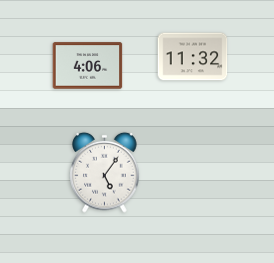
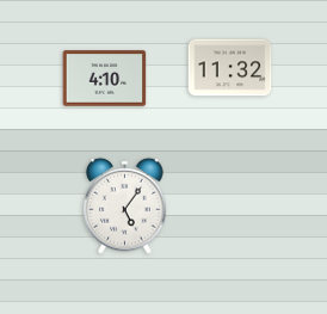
clock at (88, 66): 4:06 -> 4:10
